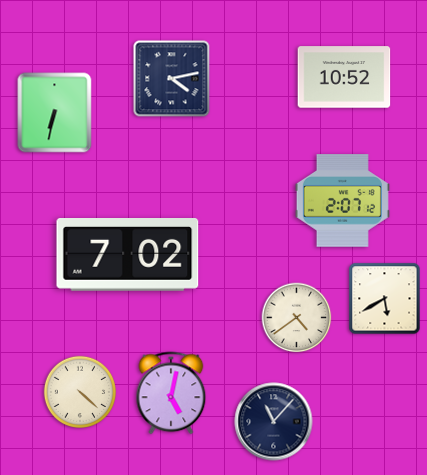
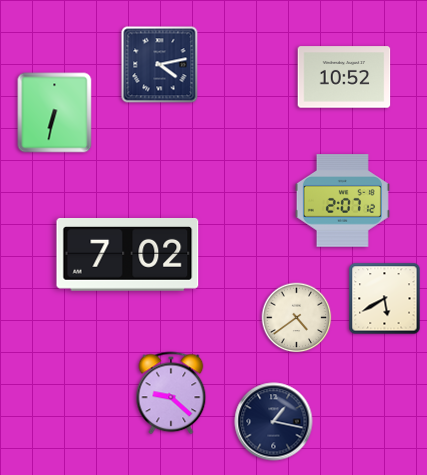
clock at (172, 79) position: (172, 79) -> (160, 65)
clock at (79, 391): 4:22 -> none
clock at (171, 393): 5:02 -> 9:22
clock at (274, 422): 11:07 -> 1:17
